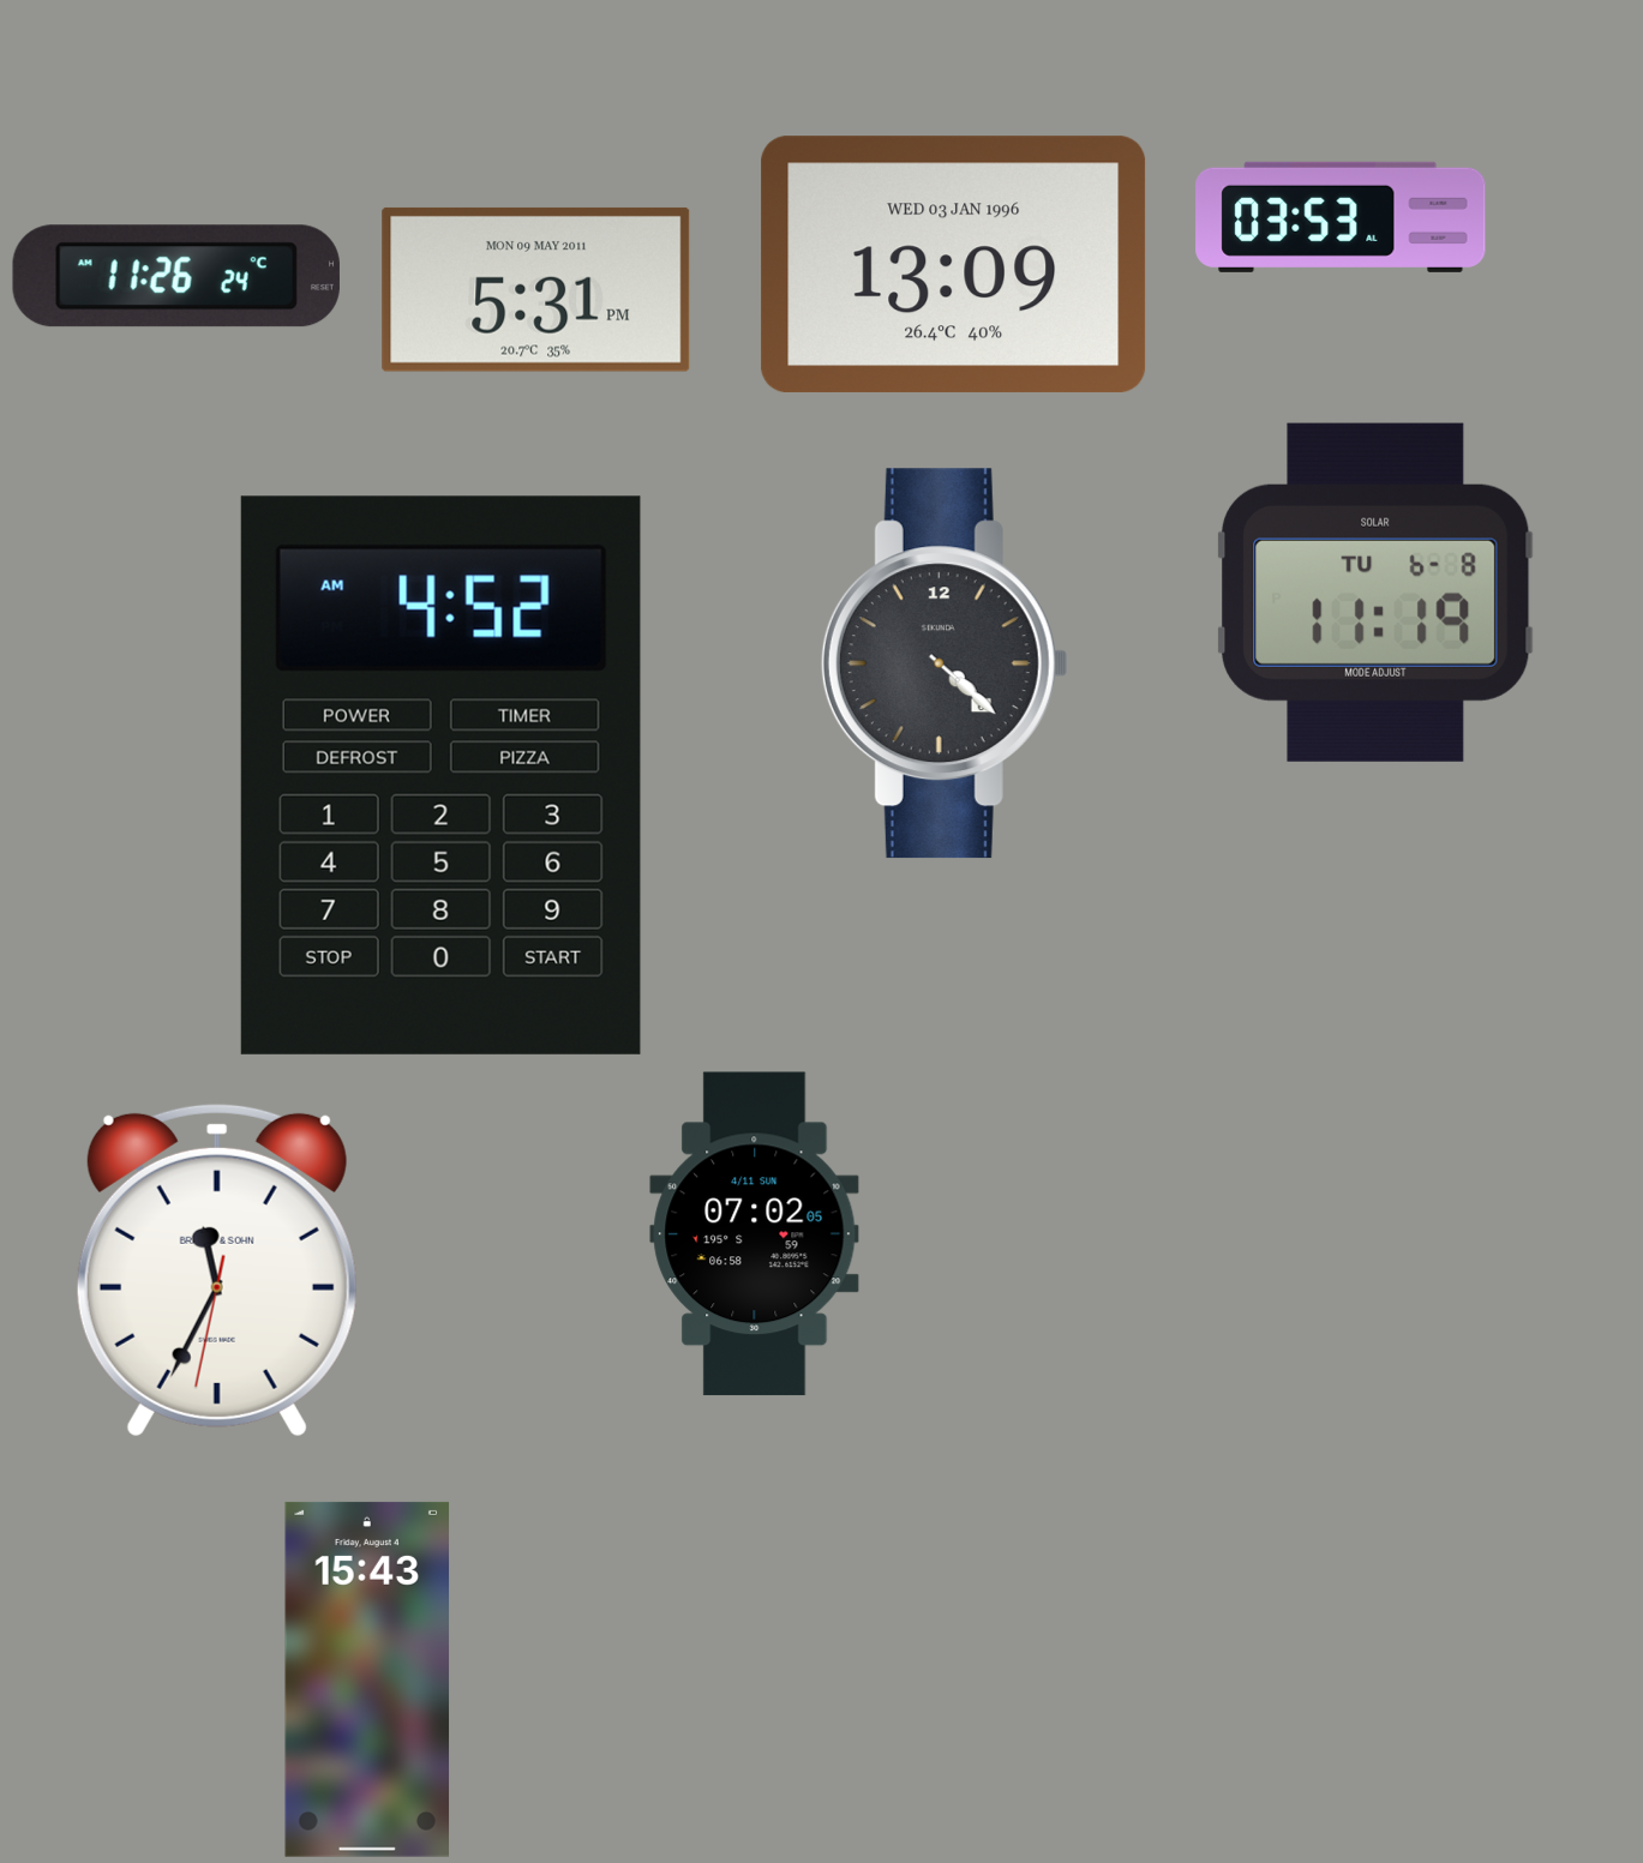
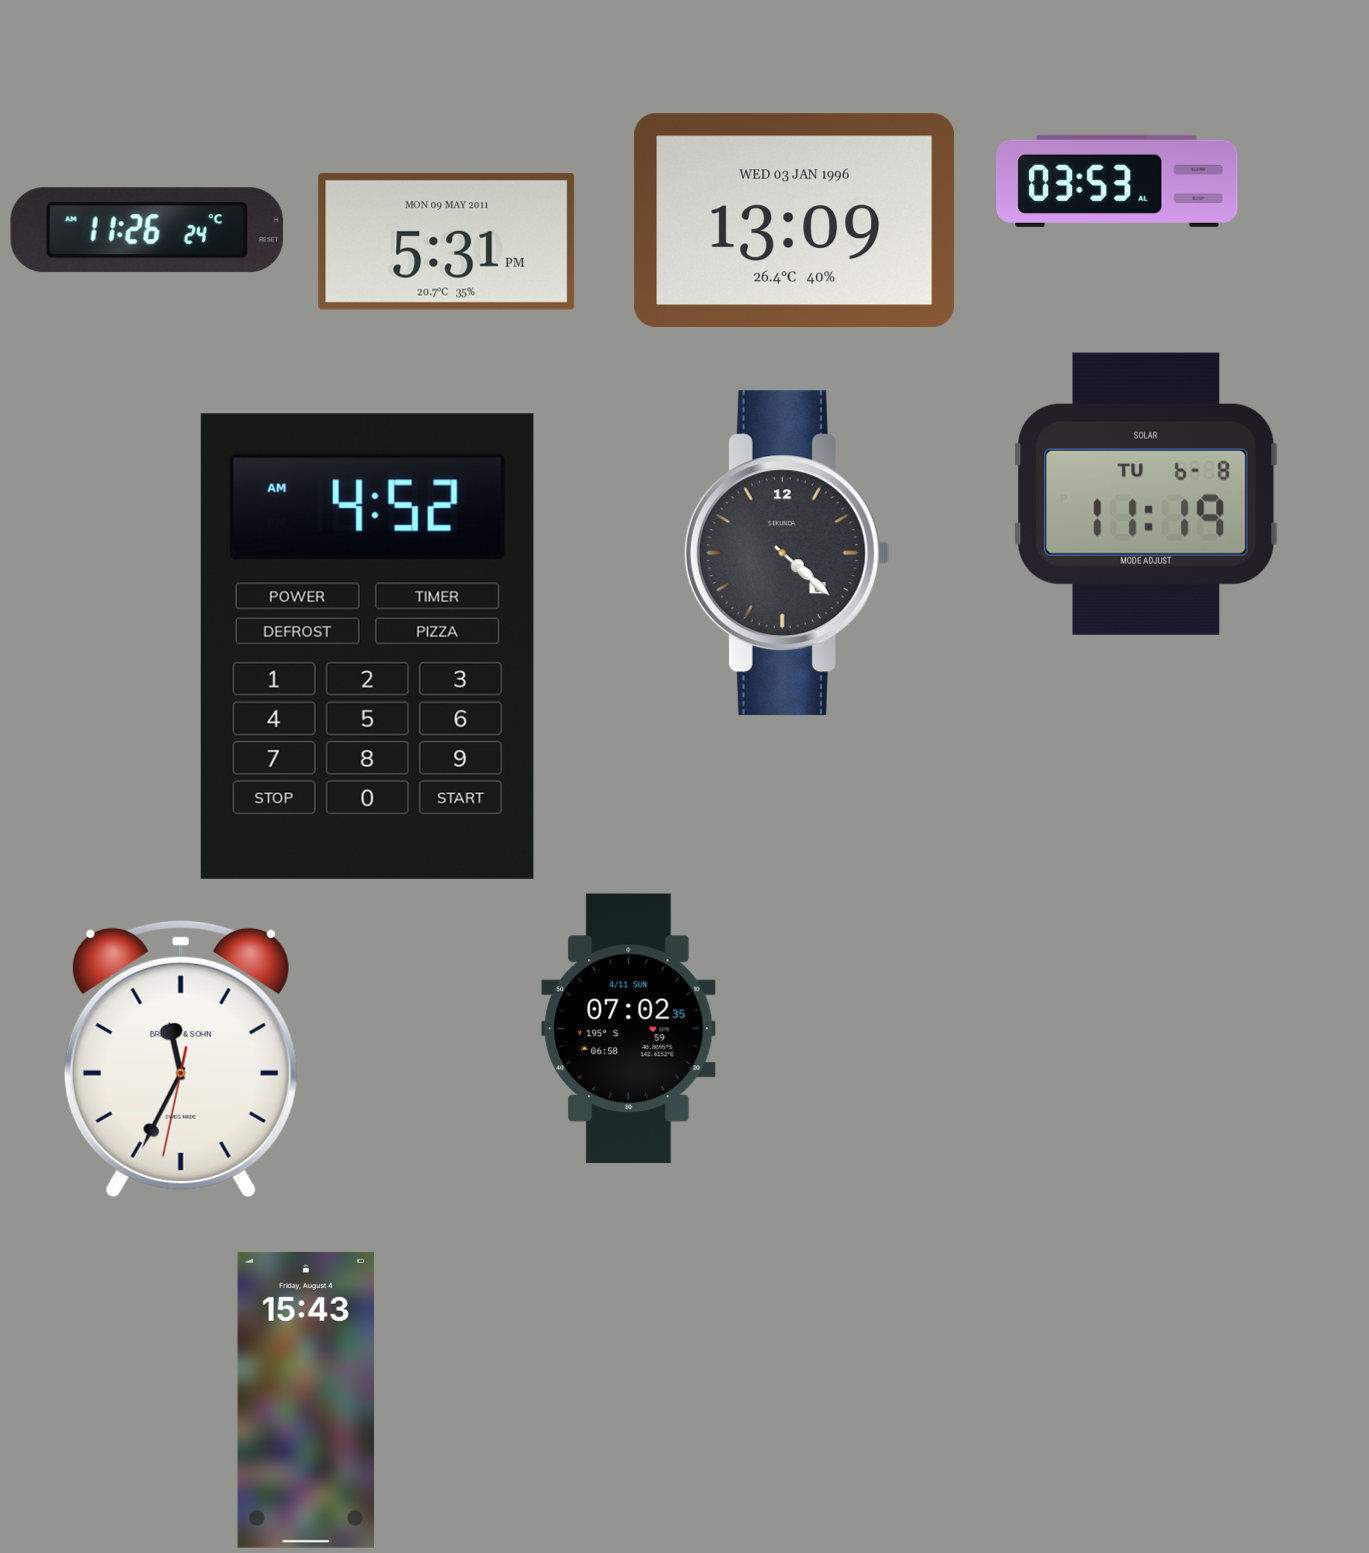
clock at (755, 1234): 07:02:05 -> 07:02:35
